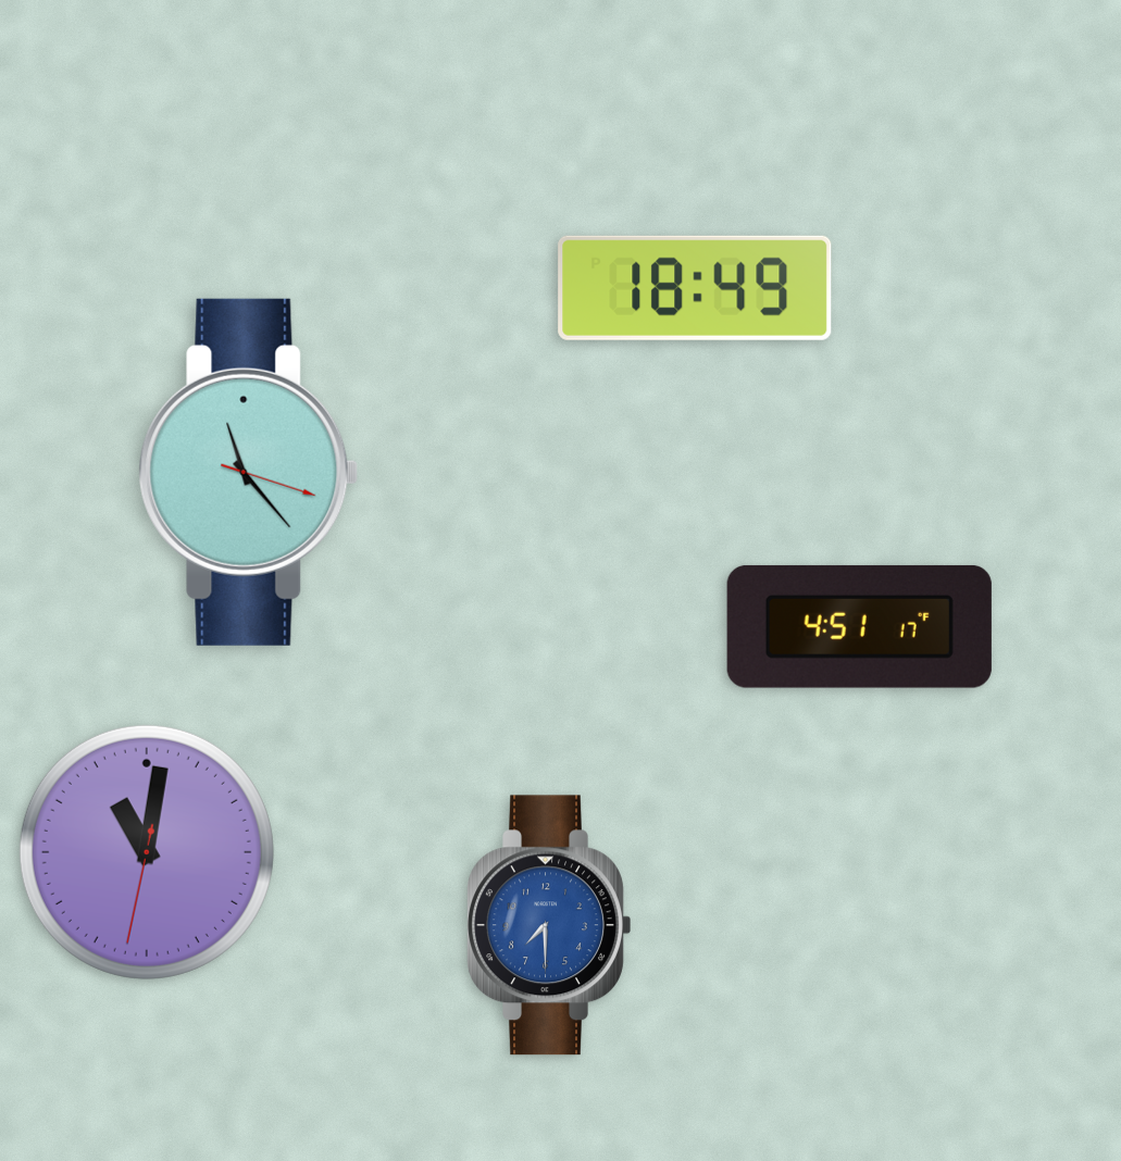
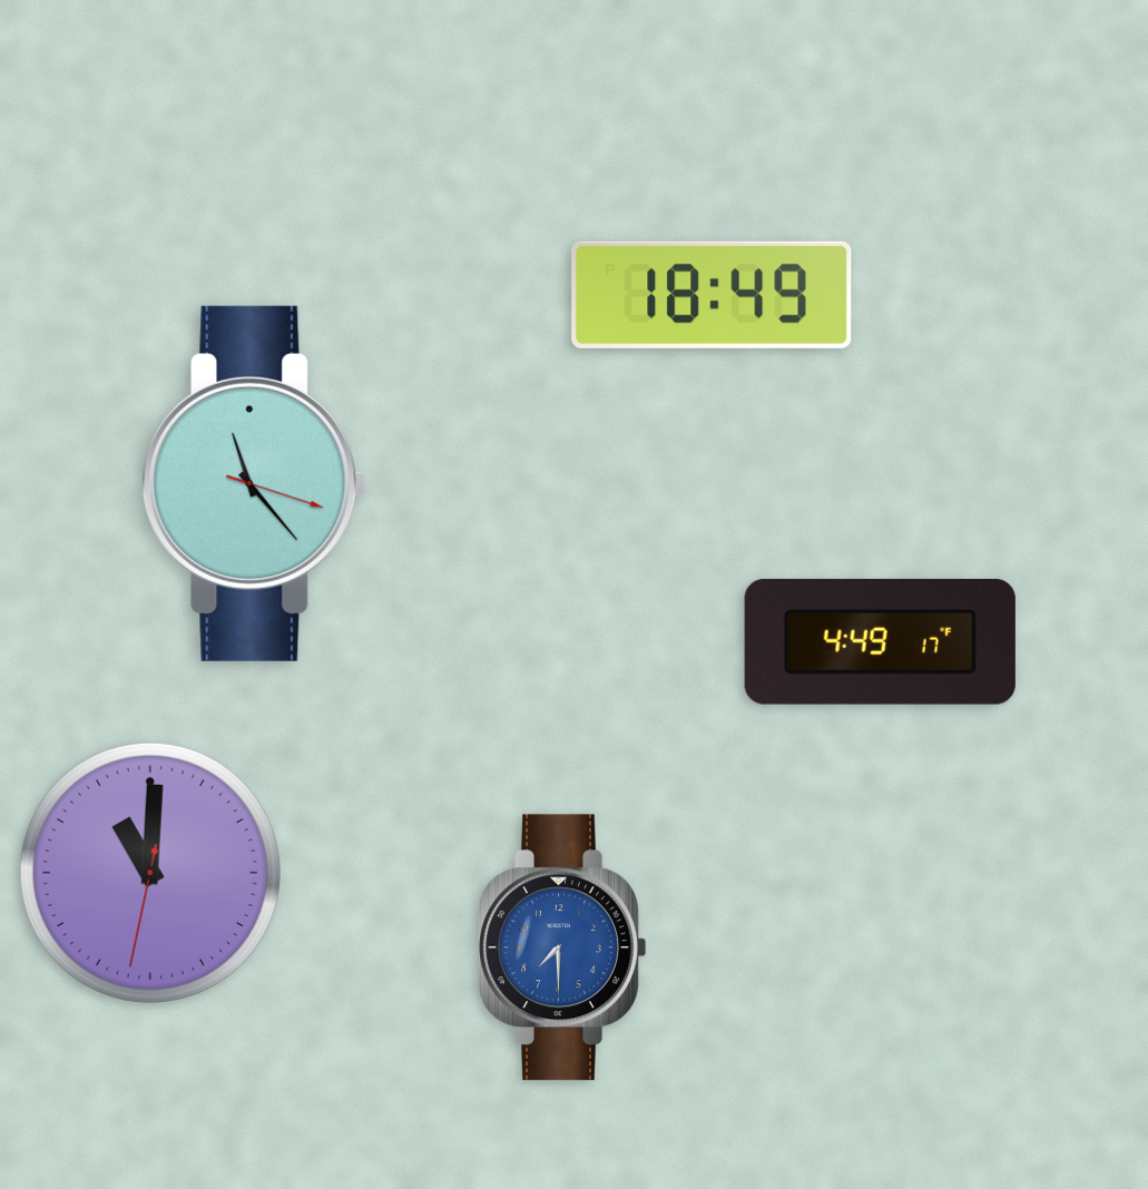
clock at (859, 626): 4:51 -> 4:49
clock at (147, 852): 11:01 -> 11:00
